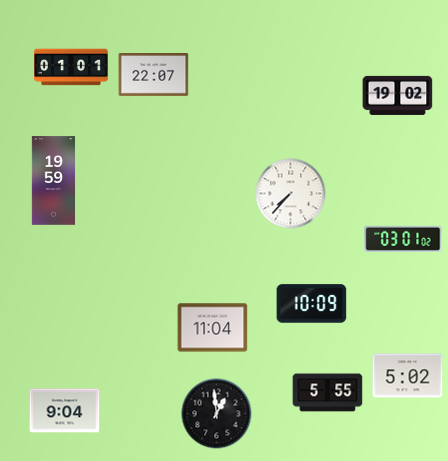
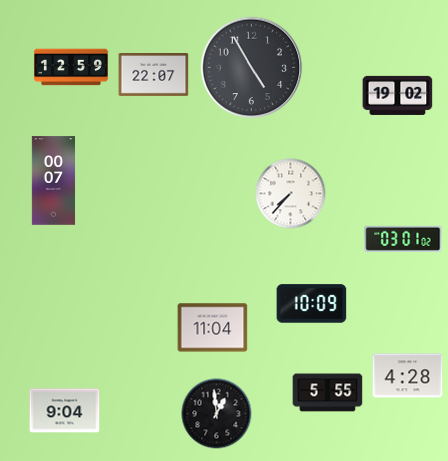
clock at (72, 67): 01:01 -> 12:59
clock at (252, 68): none -> 4:55
clock at (54, 181): 19:59 -> 00:07
clock at (408, 376): 5:02 -> 4:28
